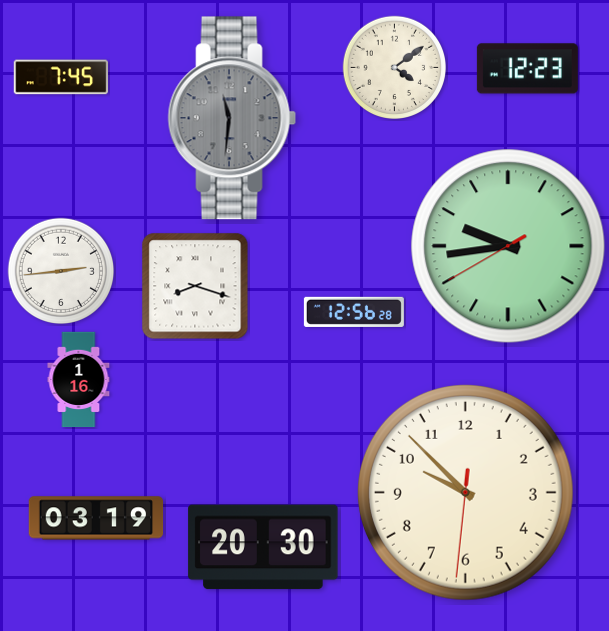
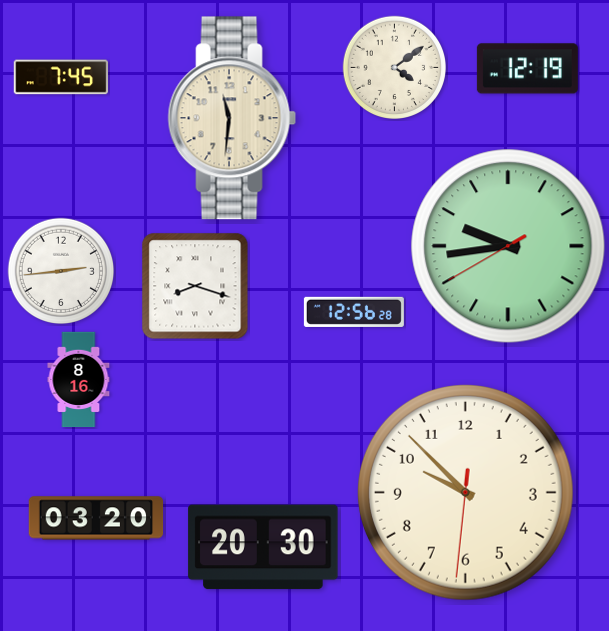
clock at (527, 69): 12:23 -> 12:19
clock at (232, 118) dial: grey -> cream
clock at (79, 380): 1:16 -> 8:16
clock at (96, 518): 03:19 -> 03:20
